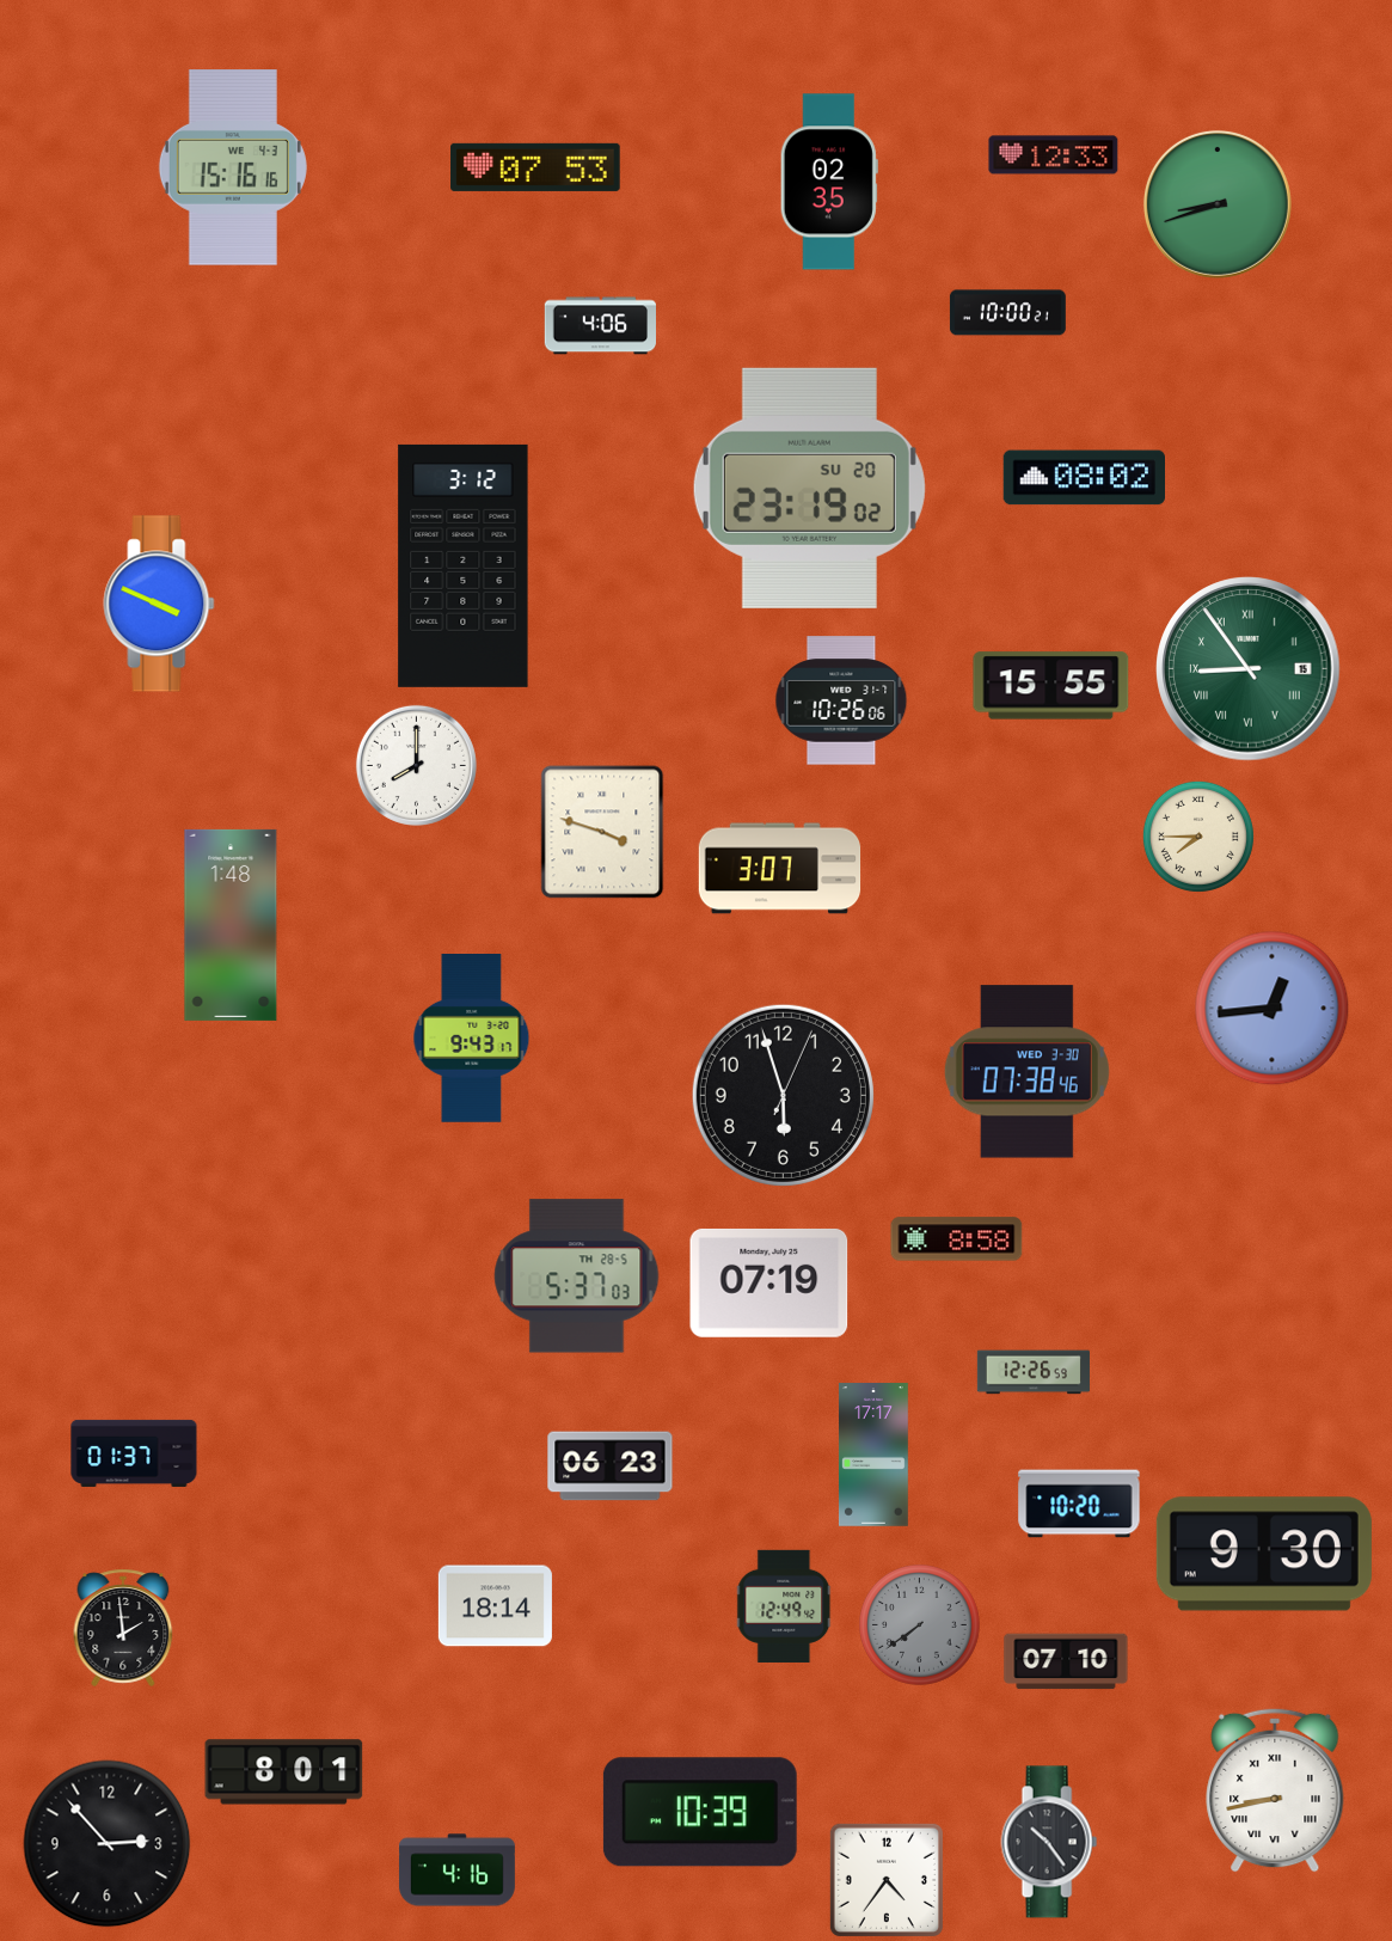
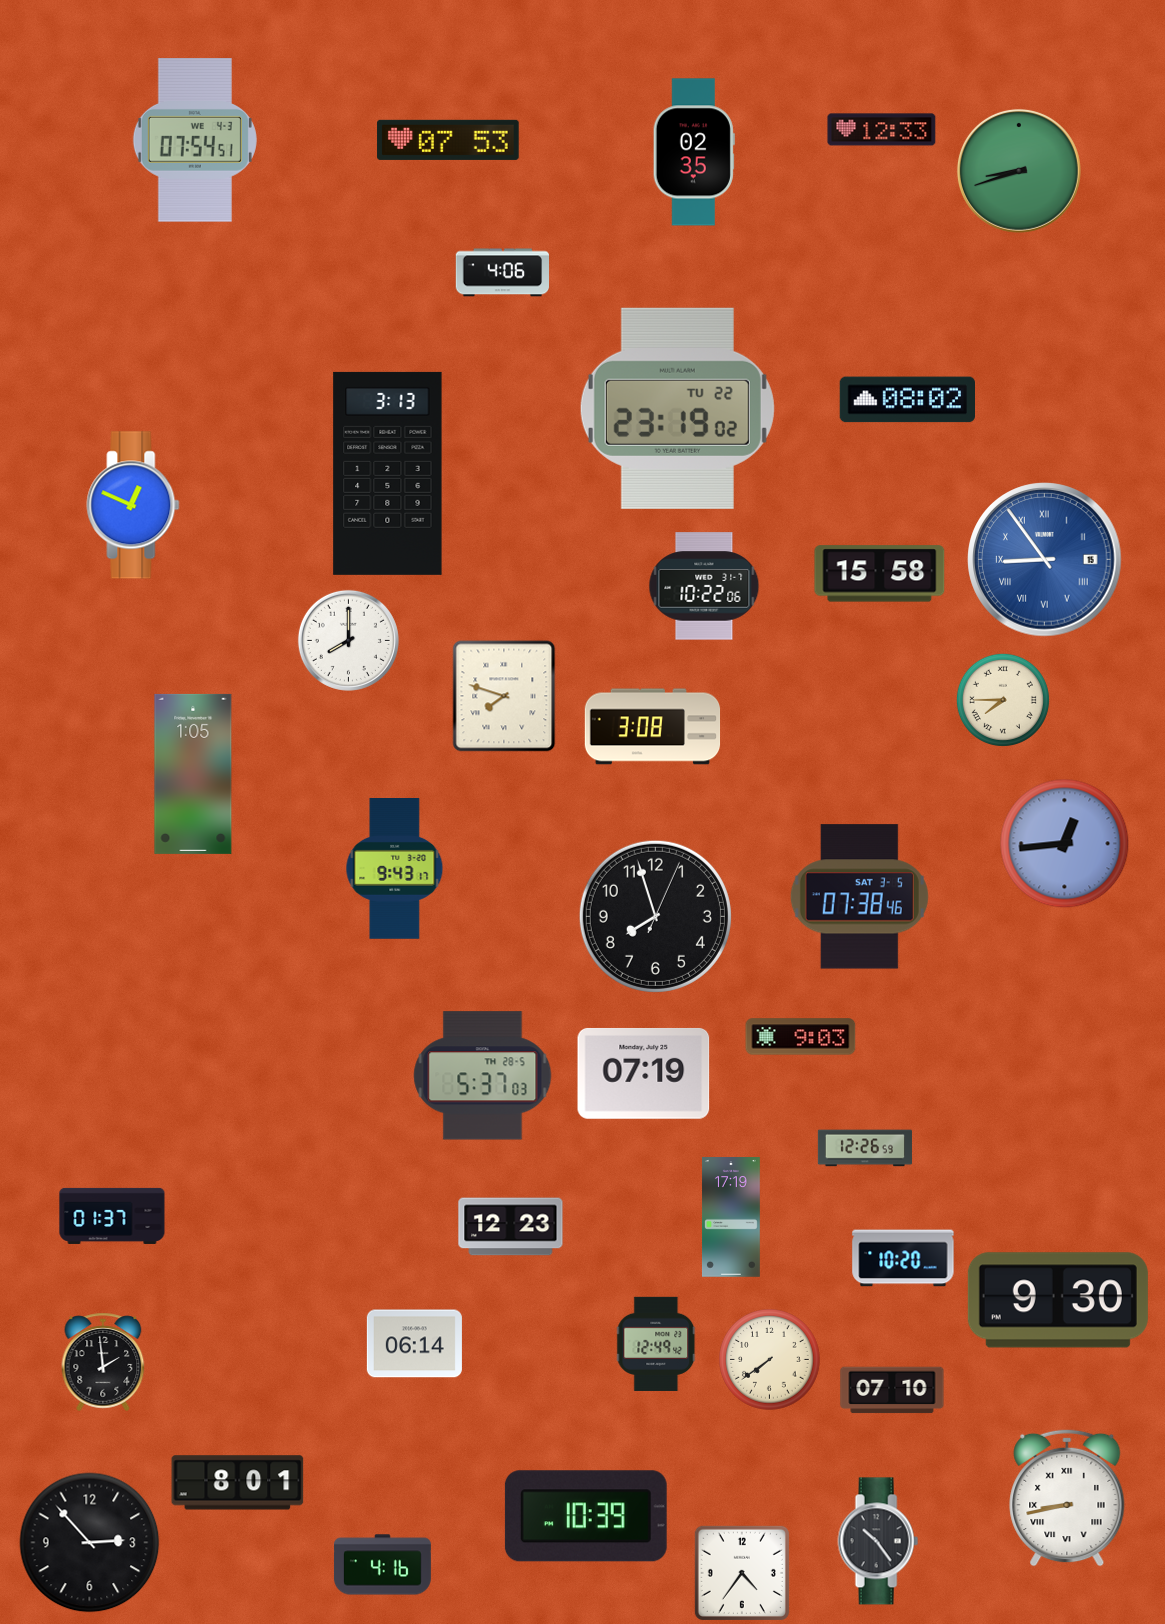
clock at (233, 167): 15:16 -> 07:54
clock at (1007, 313): 10:00 -> none
clock at (809, 488) date: SU 20 -> TU 22
clock at (464, 565): 3:12 -> 3:13
clock at (159, 604): 3:49 -> 12:49
clock at (1249, 669) dial: green -> blue
clock at (1051, 686): 15:55 -> 15:58
clock at (841, 700): 10:26 -> 10:22
clock at (602, 832): 3:48 -> 7:48
clock at (780, 869): 3:07 -> 3:08
clock at (231, 925): 1:48 -> 1:05
clock at (1026, 1072) date: WED 3-30 -> SAT 3-5
clock at (783, 1095): 5:57 -> 7:57
clock at (957, 1239): 8:58 -> 9:03
clock at (577, 1276) position: (577, 1276) -> (483, 1076)
clock at (875, 1455): 17:17 -> 17:19
clock at (611, 1467): 06:23 -> 12:23
clock at (495, 1606): 18:14 -> 06:14
clock at (920, 1625) dial: grey -> cream
